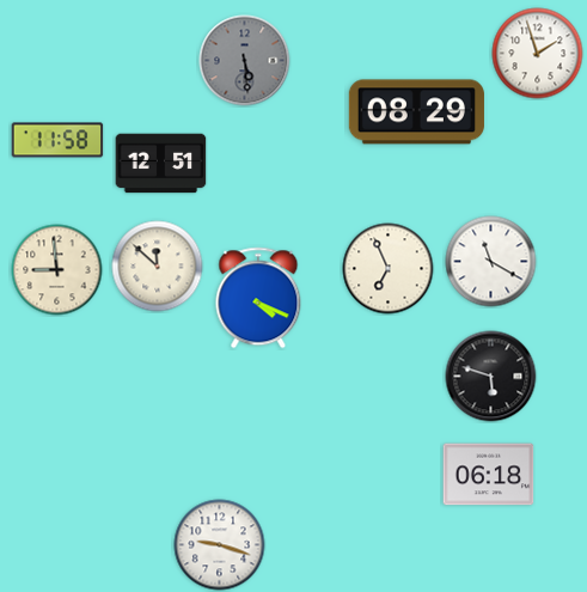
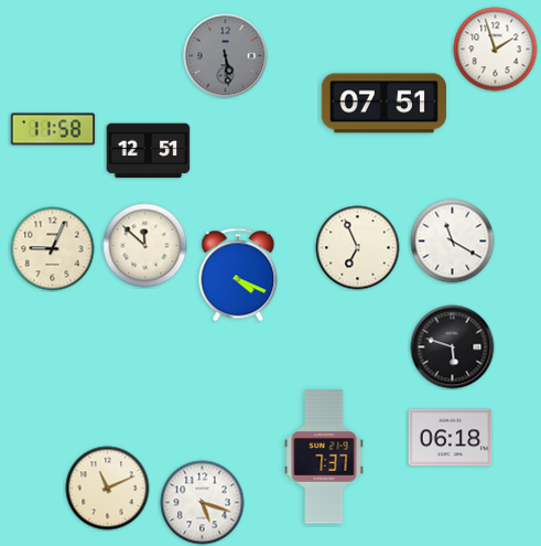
clock at (416, 112): 08:29 -> 07:51
clock at (57, 270): 8:59 -> 9:04
clock at (324, 457): none -> 7:37
clock at (108, 489): none -> 11:11
clock at (220, 545): 9:18 -> 5:18
